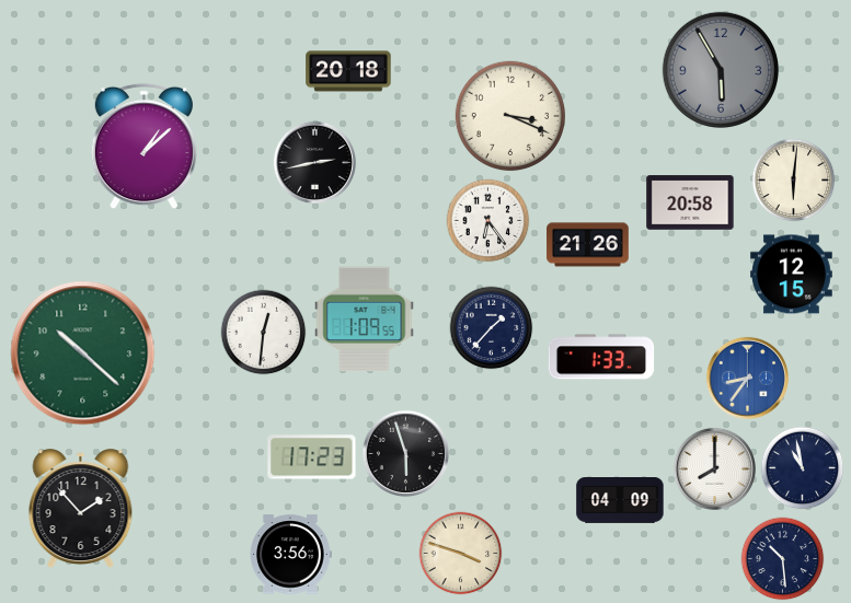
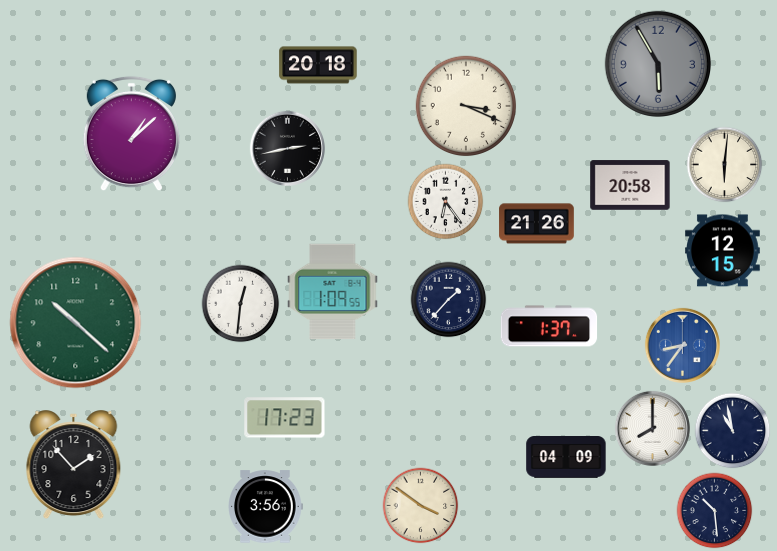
clock at (601, 357): 1:33 -> 1:37
clock at (405, 453): 5:57 -> none
clock at (803, 468) position: (803, 468) -> (733, 431)
clock at (461, 554): 3:48 -> 3:51
